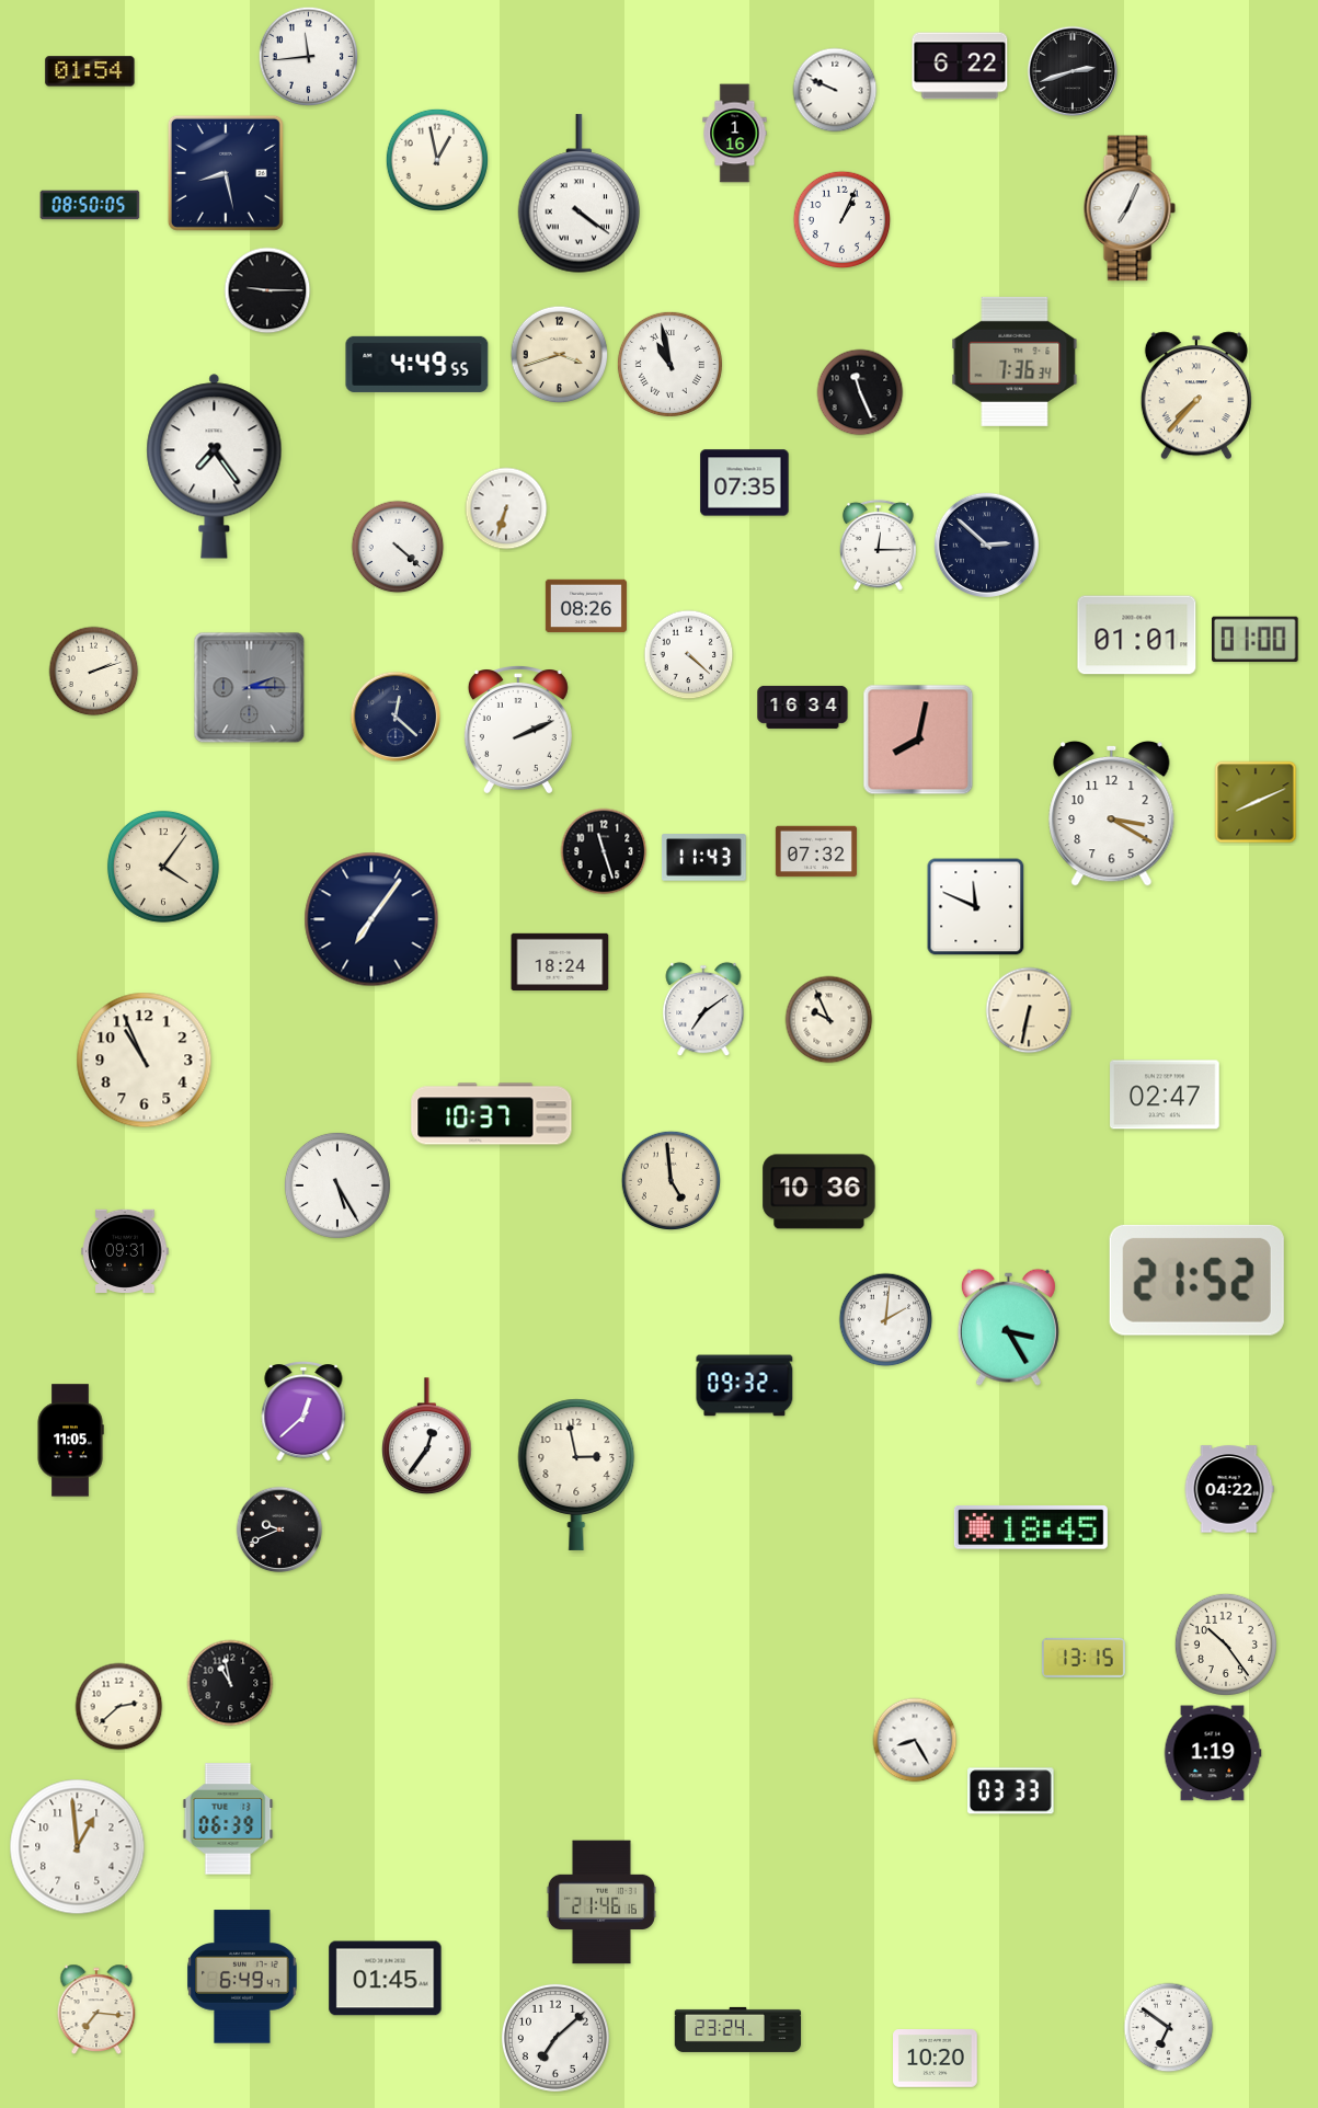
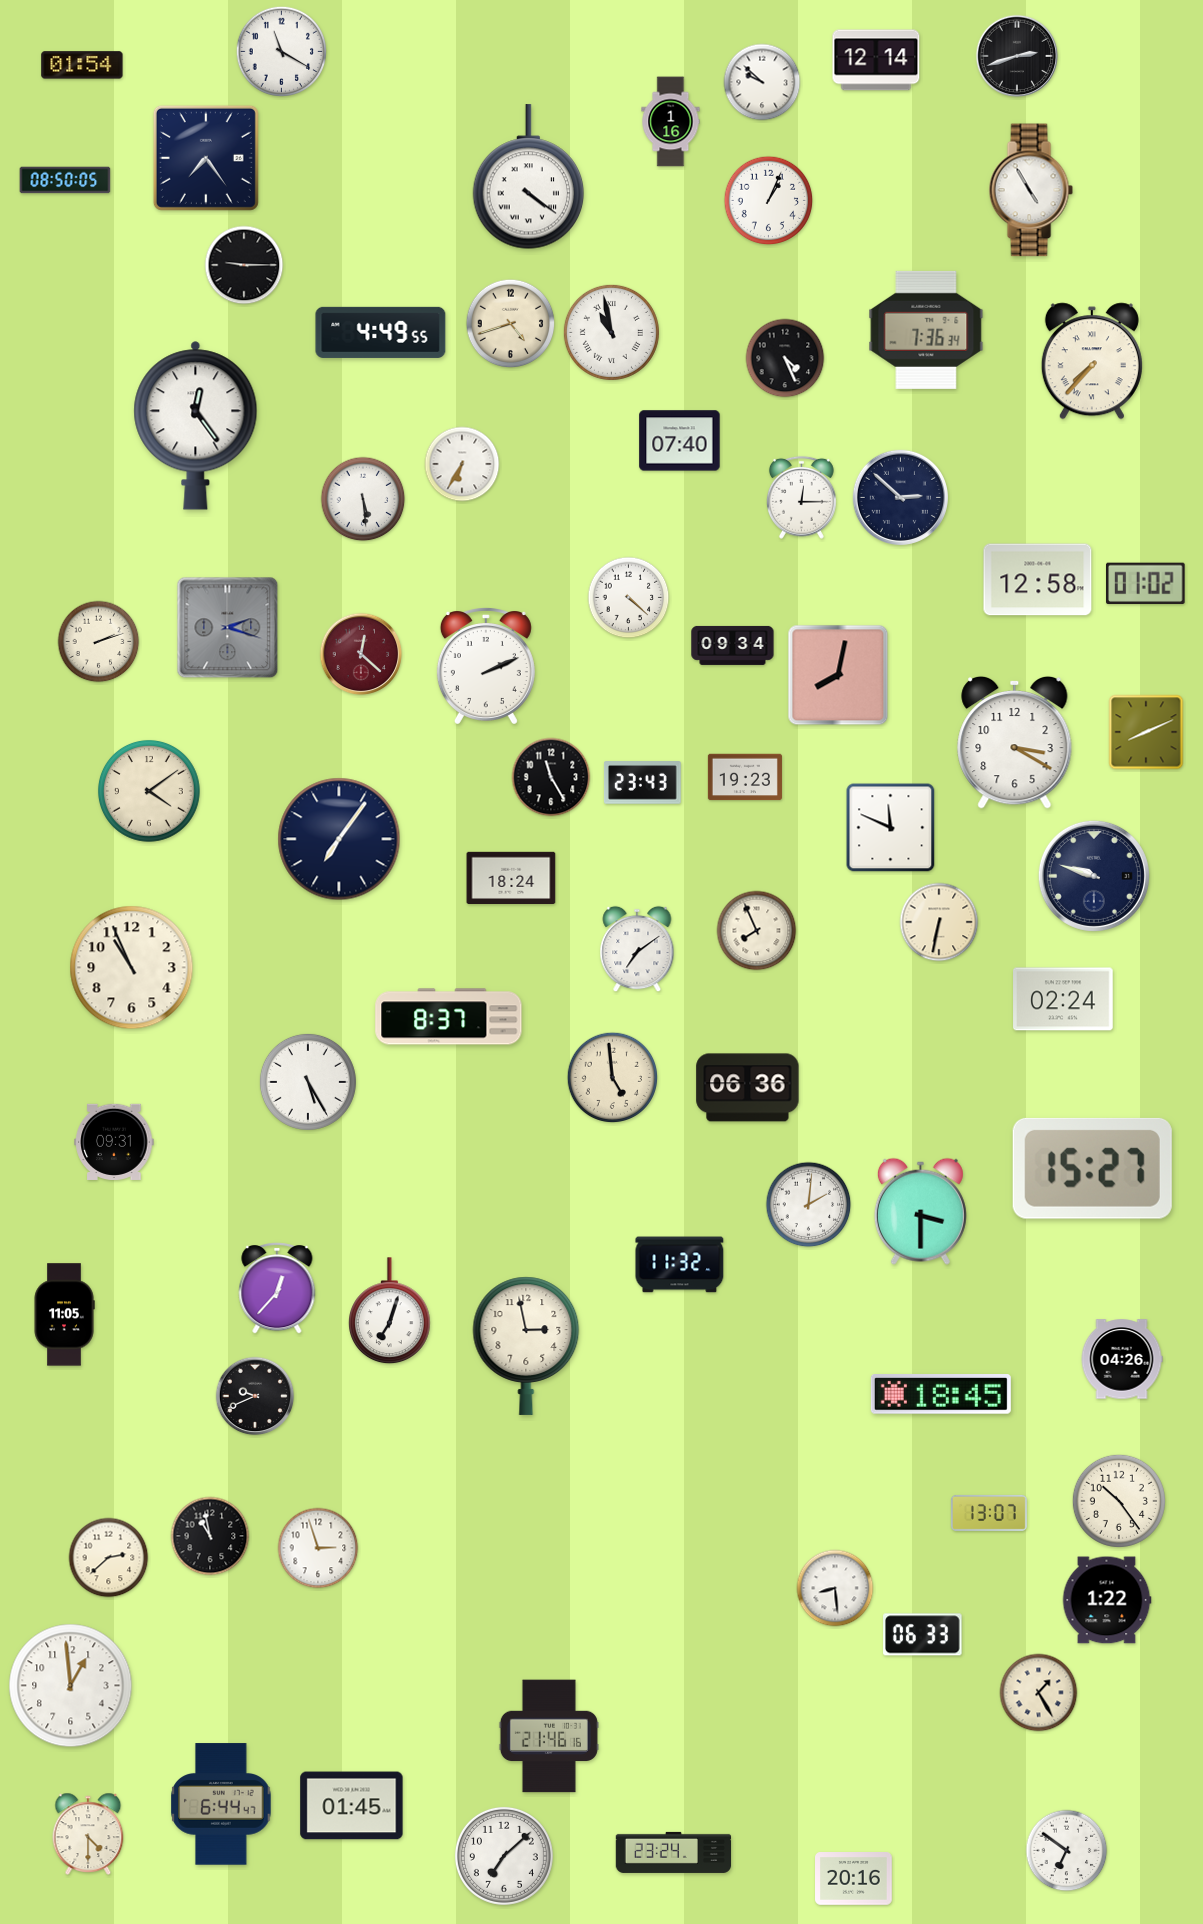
clock at (308, 56): 11:44 -> 11:20
clock at (960, 66): 6:22 -> 12:14
clock at (1073, 71) position: (1073, 71) -> (1017, 56)
clock at (835, 90): 9:49 -> 9:52
clock at (437, 160): 12:58 -> none
clock at (226, 173): 8:28 -> 7:24
clock at (90, 205) position: (90, 205) -> (65, 180)
clock at (1130, 208): 7:04 -> 4:55
clock at (560, 355): 3:42 -> 4:42
clock at (860, 392): 11:26 -> 4:26
clock at (215, 466): 7:24 -> 12:24
clock at (745, 483): 07:35 -> 07:40
clock at (506, 508): 6:33 -> 6:35
clock at (398, 547): 4:22 -> 5:29
clock at (586, 606): 08:26 -> none
clock at (1137, 635): 01:01 -> 12:58
clock at (1256, 639): 01:00 -> 01:02
clock at (94, 672) position: (94, 672) -> (99, 642)
clock at (250, 688): 2:15 -> 2:18
clock at (803, 707): 16:34 -> 09:34
clock at (396, 717) dial: navy -> burgundy
clock at (518, 730) position: (518, 730) -> (486, 666)
clock at (604, 851): 11:27 -> 11:25
clock at (816, 851): 07:32 -> 19:23
clock at (703, 858): 11:43 -> 23:43
clock at (163, 867): 4:06 -> 4:09
clock at (1094, 876): none -> 9:48
clock at (703, 1009) position: (703, 1009) -> (637, 949)
clock at (829, 1020): 9:56 -> 7:56
clock at (1165, 1095): 02:47 -> 02:24
clock at (492, 1114): 10:37 -> 8:37
clock at (820, 1192): 10:36 -> 06:36
clock at (1196, 1280): 21:52 -> 15:27
clock at (1008, 1327): 3:25 -> 3:30
clock at (745, 1386): 09:32 -> 11:32
clock at (303, 1411): 12:38 -> 12:37
clock at (427, 1436): 12:36 -> 7:03
clock at (1229, 1489): 04:22 -> 04:26
clock at (1084, 1658): 13:15 -> 13:07
clock at (318, 1548): none -> 2:57
clock at (915, 1740): 8:25 -> 8:29
clock at (1213, 1753): 1:19 -> 1:22
clock at (1011, 1791): 03:33 -> 06:33
clock at (228, 1819): 06:39 -> none
clock at (1039, 1693): none -> 1:25
clock at (242, 1977): 6:49 -> 6:44
clock at (96, 2008): 7:16 -> 4:30
clock at (555, 2038) position: (555, 2038) -> (504, 1856)
clock at (936, 2059): 10:20 -> 20:16
